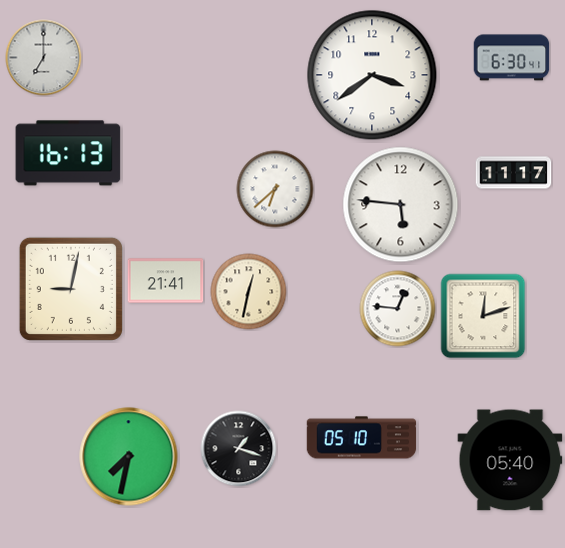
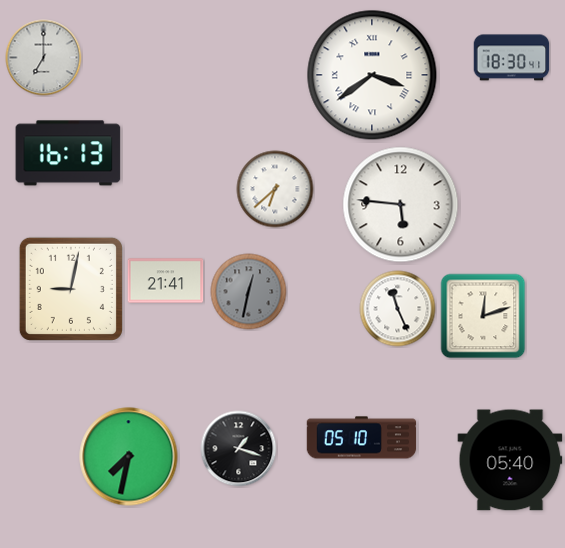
clock at (512, 58): 6:30 -> 18:30
clock at (372, 75) numerals: Arabic -> Roman
clock at (514, 173): 11:17 -> none
clock at (249, 292) dial: cream -> grey
clock at (398, 309): 12:46 -> 11:26
